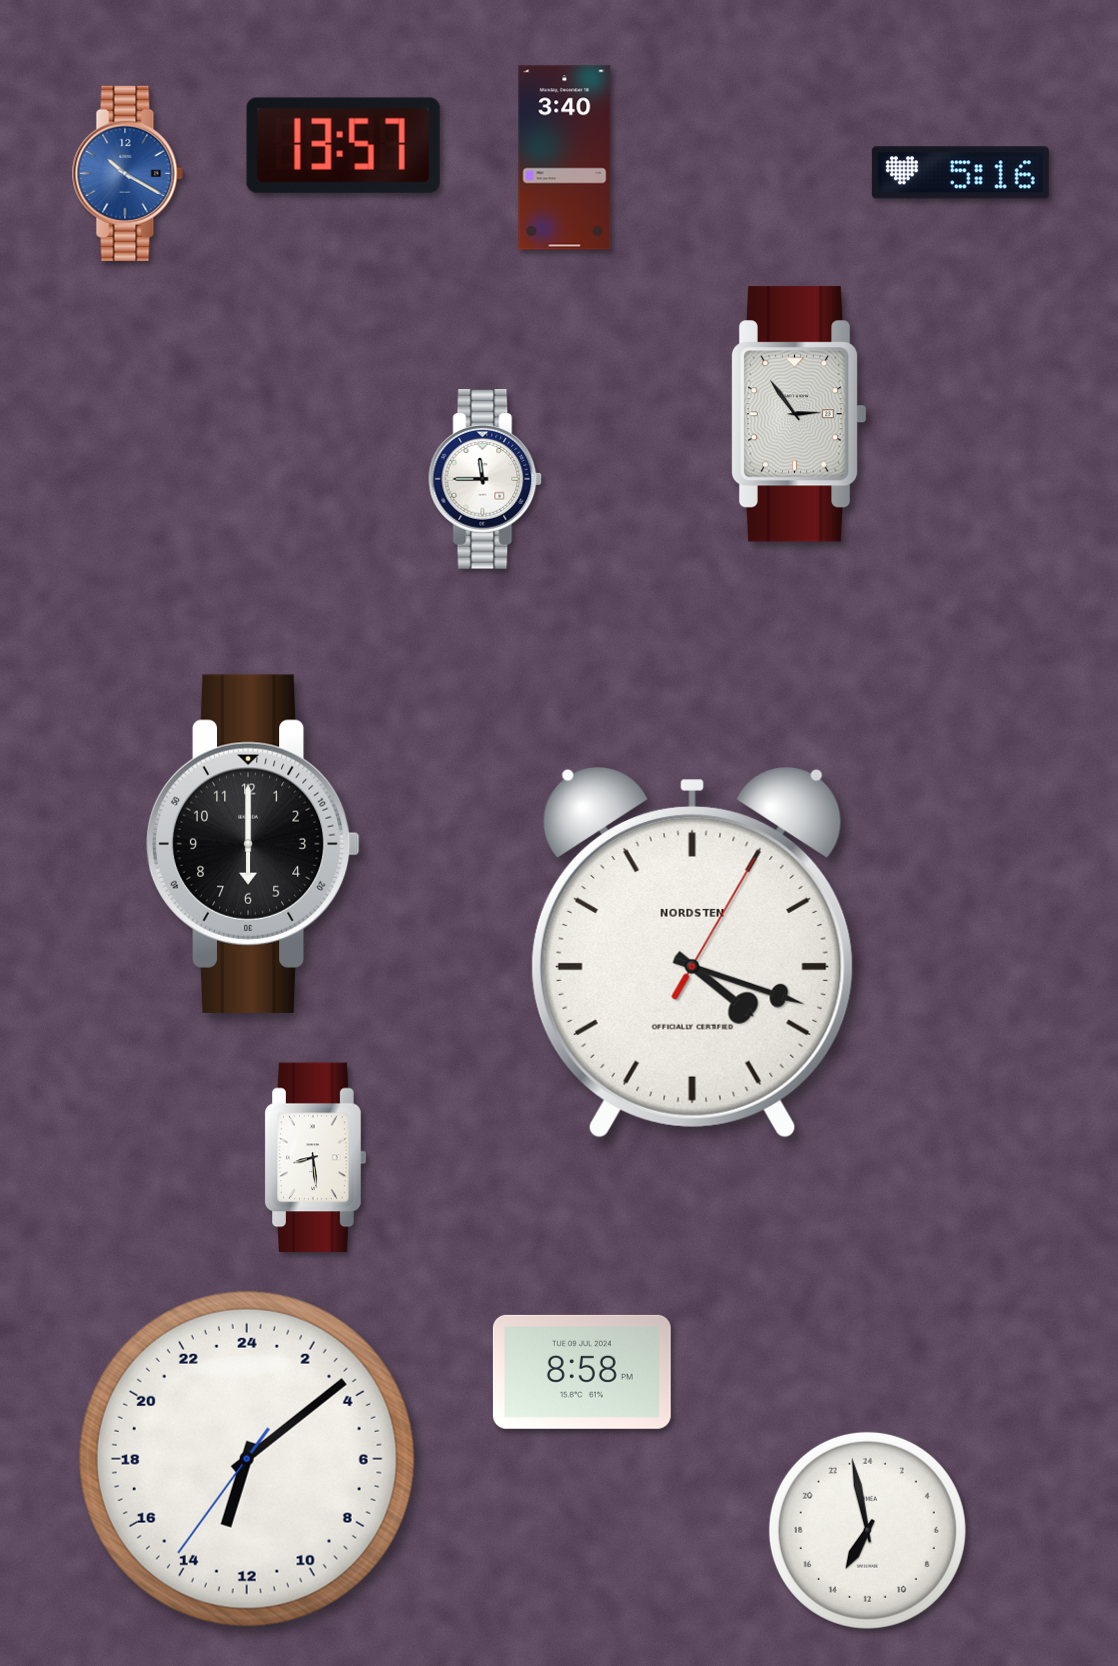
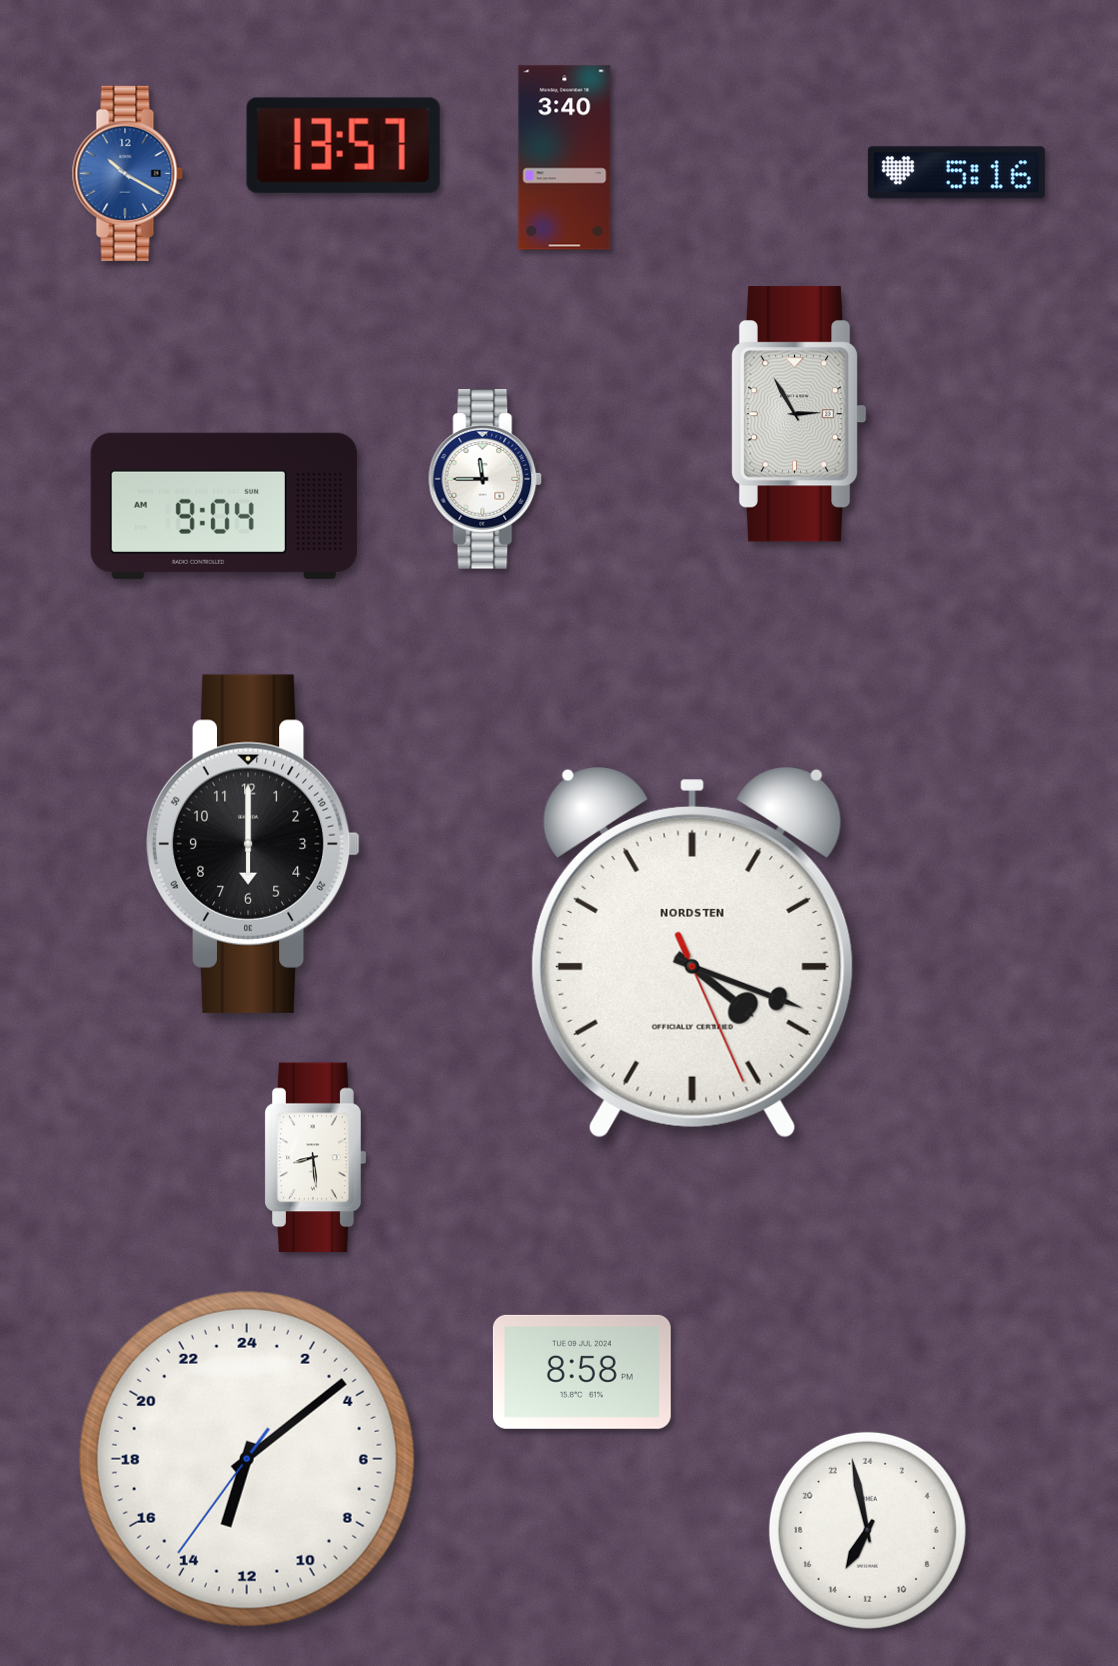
clock at (960, 173) position: (960, 173) -> (956, 173)
clock at (799, 414): 2:54 -> 2:55
clock at (224, 506): none -> 9:04
clock at (692, 952): 4:18:05 -> 4:18:26
